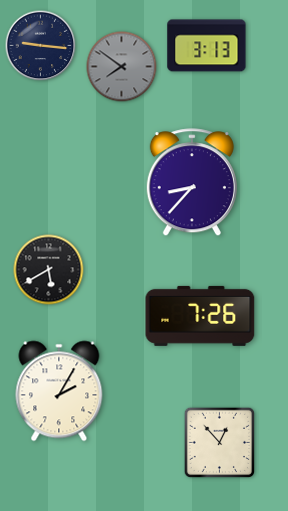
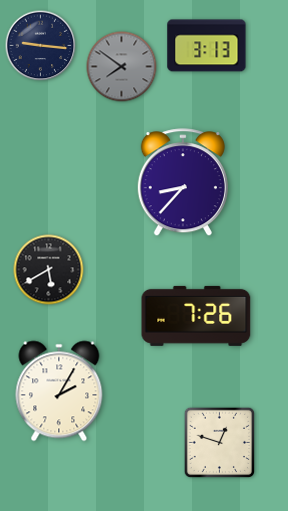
clock at (192, 183) position: (192, 183) -> (183, 183)
clock at (200, 316) position: (200, 316) -> (196, 316)
clock at (219, 442): 12:53 -> 12:48
